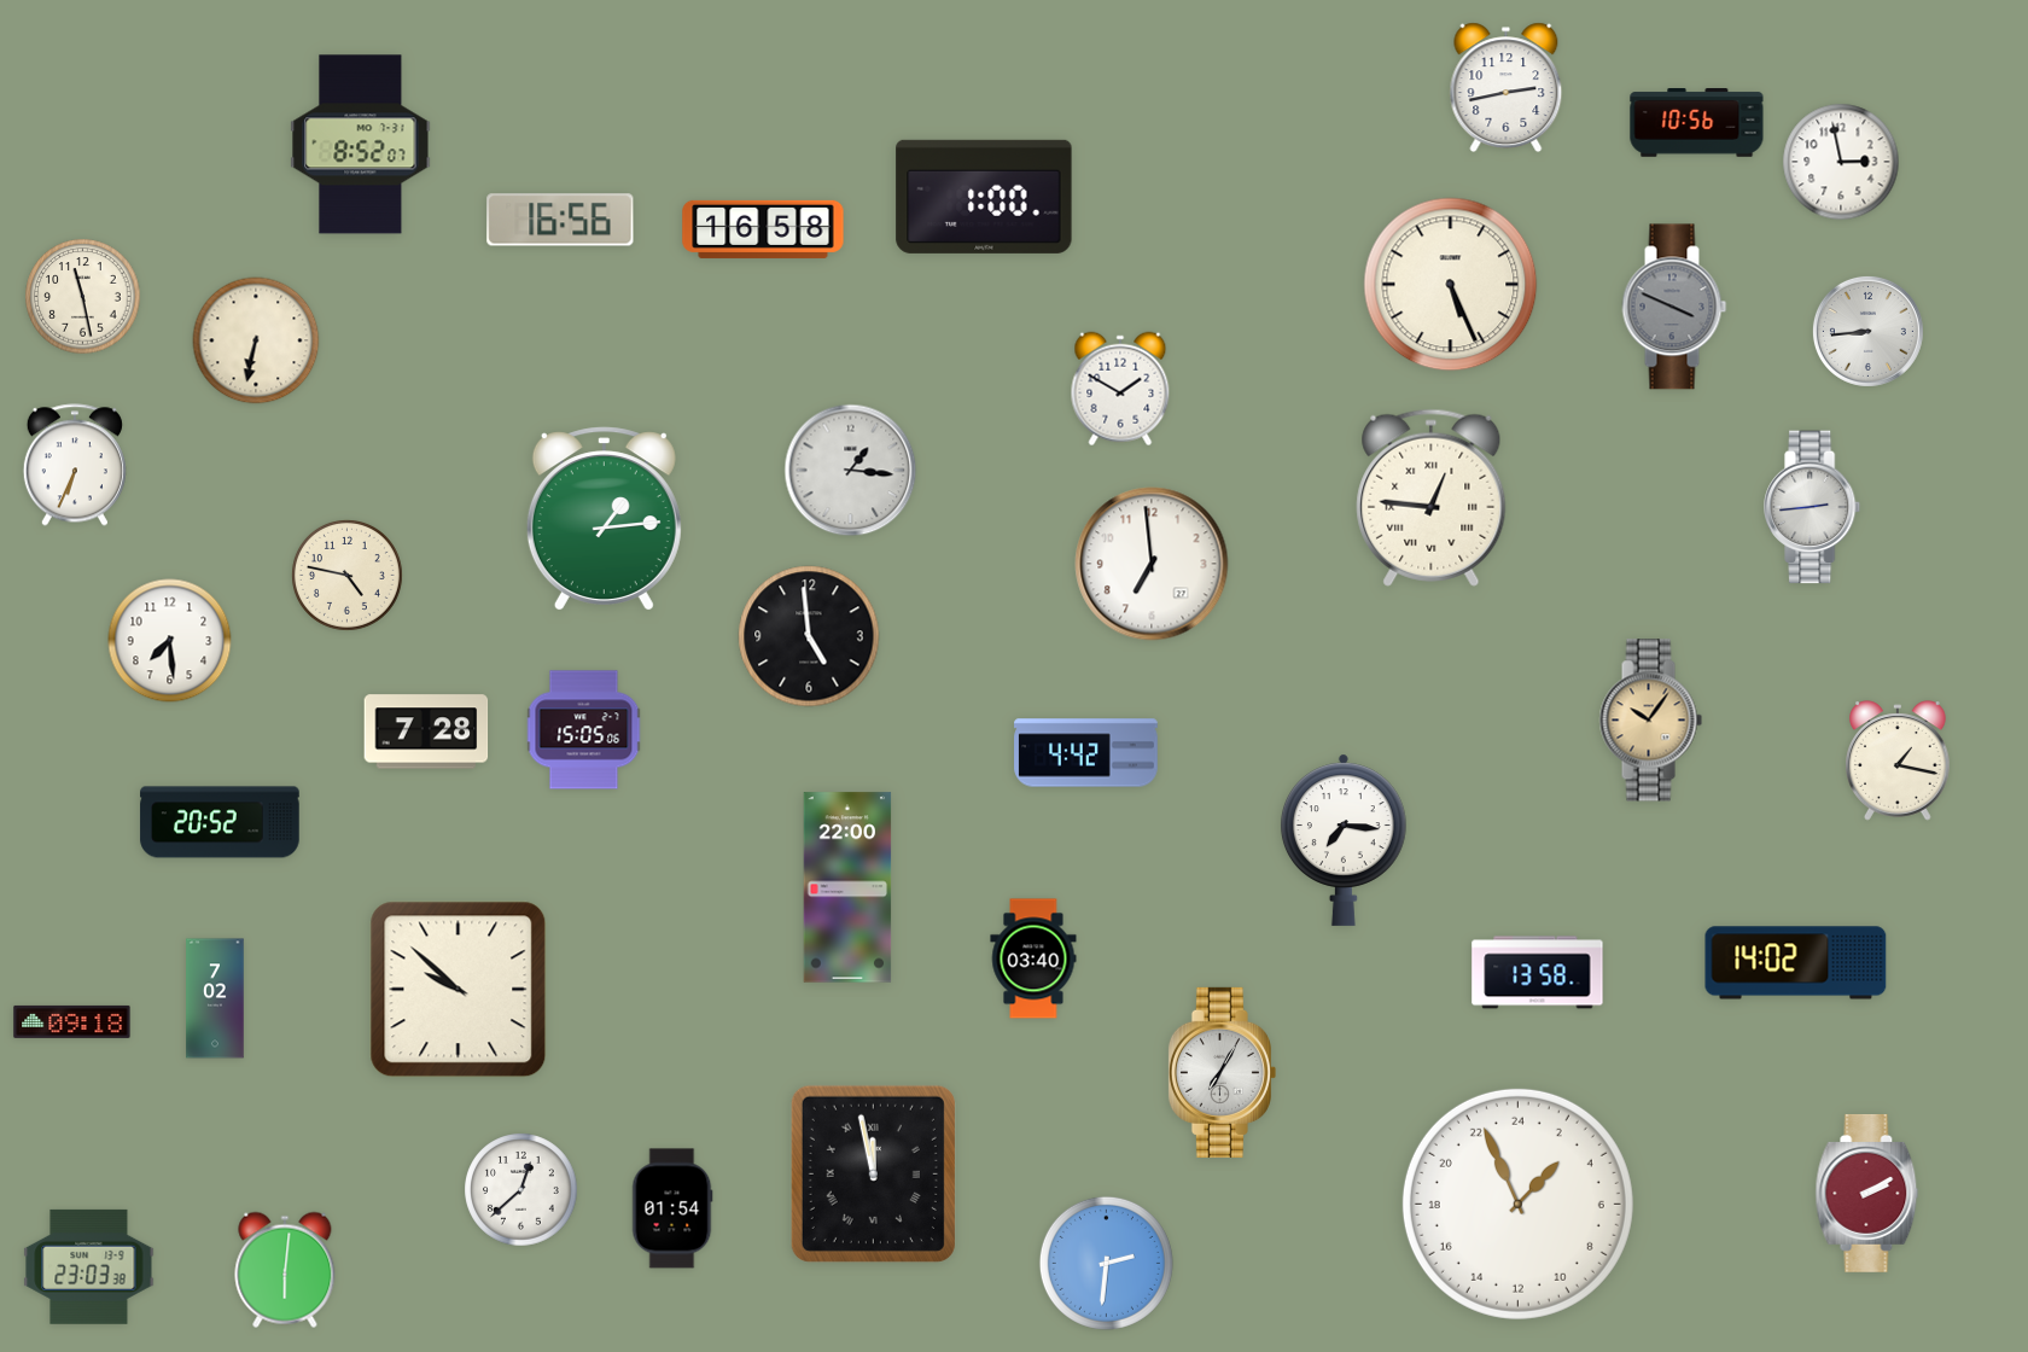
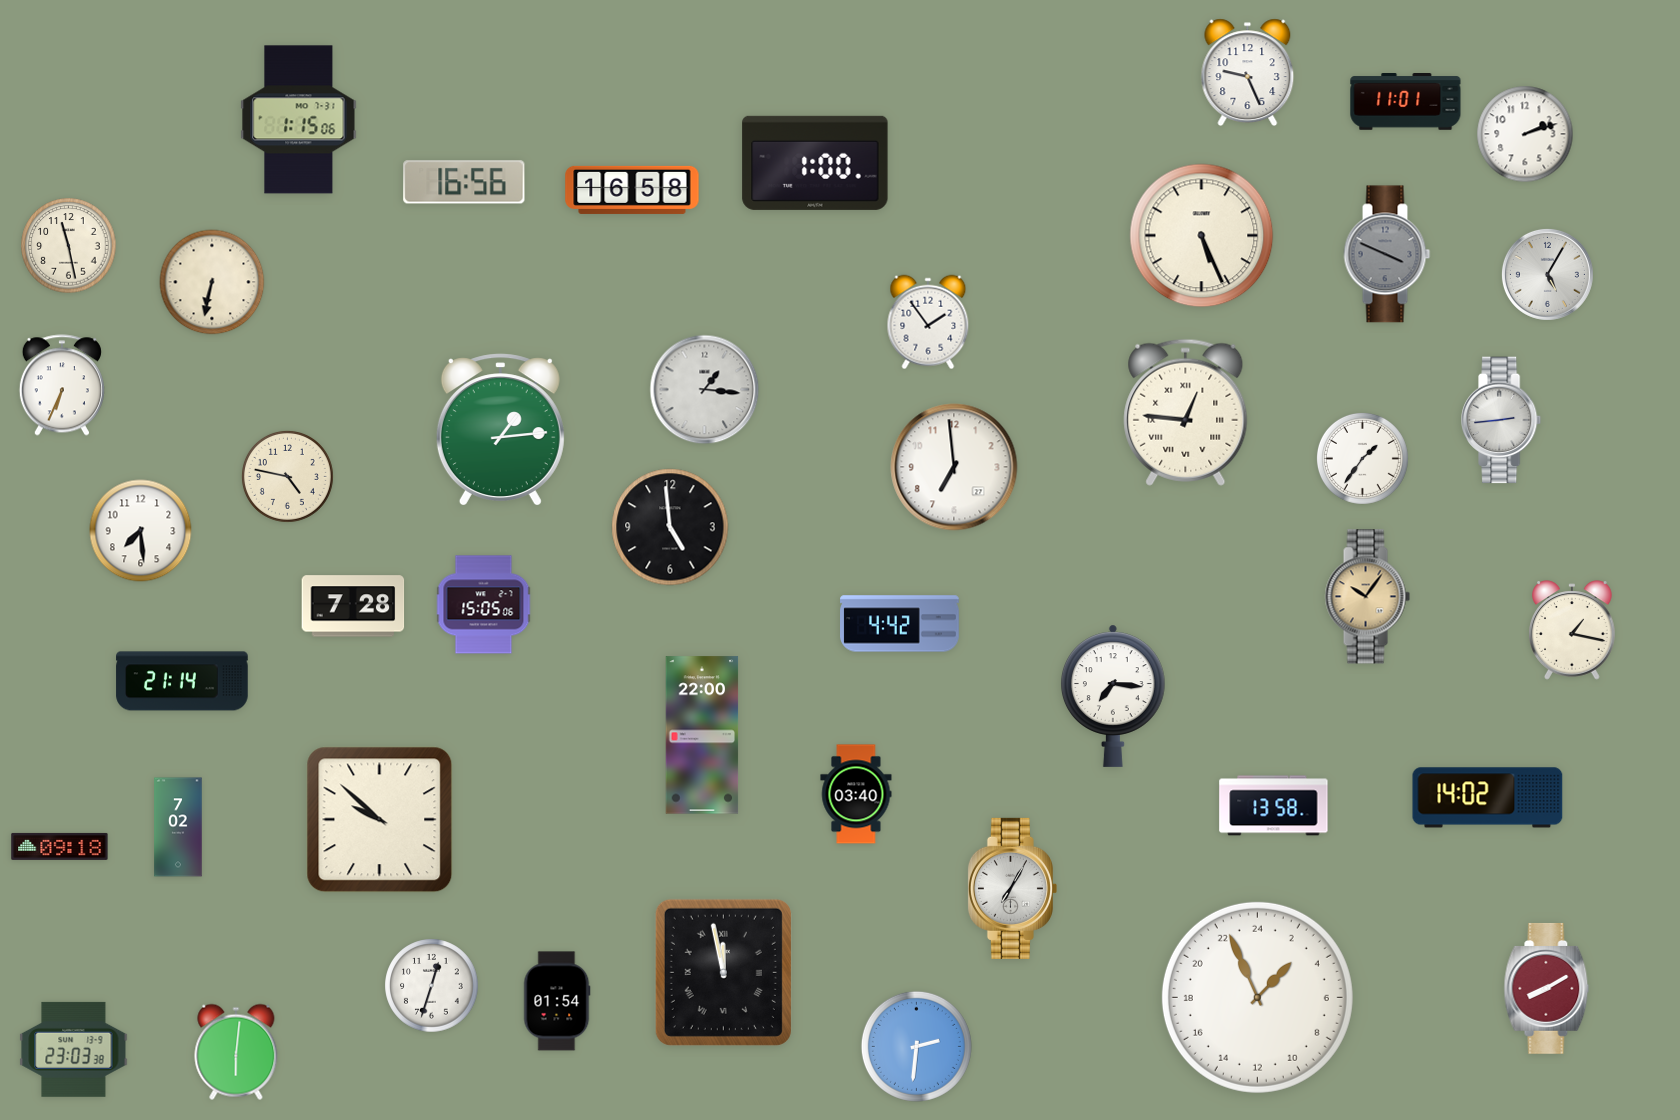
clock at (1507, 88): 2:43 -> 9:26
clock at (1697, 123): 10:56 -> 11:01
clock at (361, 145): 8:52 -> 1:15
clock at (1841, 162): 2:58 -> 2:12
clock at (1867, 331): 8:44 -> 5:05
clock at (1120, 389): 1:50 -> 1:54
clock at (1362, 458): none -> 1:36
clock at (220, 822): 20:52 -> 21:14
clock at (521, 1190): 12:38 -> 12:33
clock at (1867, 1193): 2:10 -> 8:10
